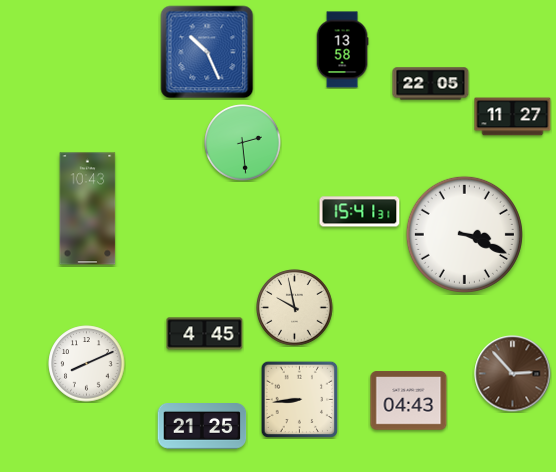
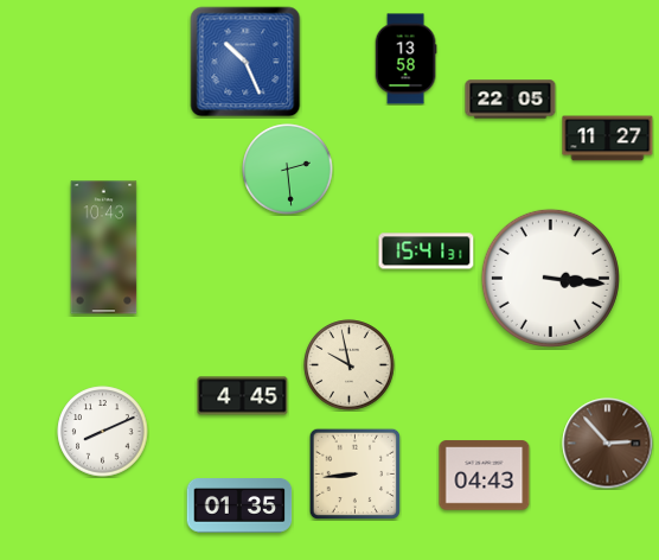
clock at (464, 234): 3:19 -> 3:16
clock at (202, 427): 21:25 -> 01:35
